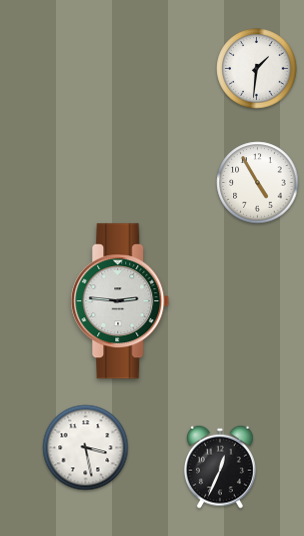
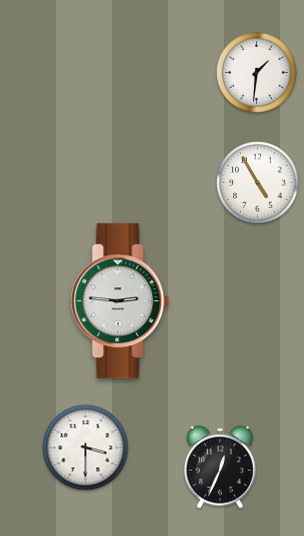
clock at (257, 69) position: (257, 69) -> (257, 73)
clock at (86, 448): 3:28 -> 3:30
